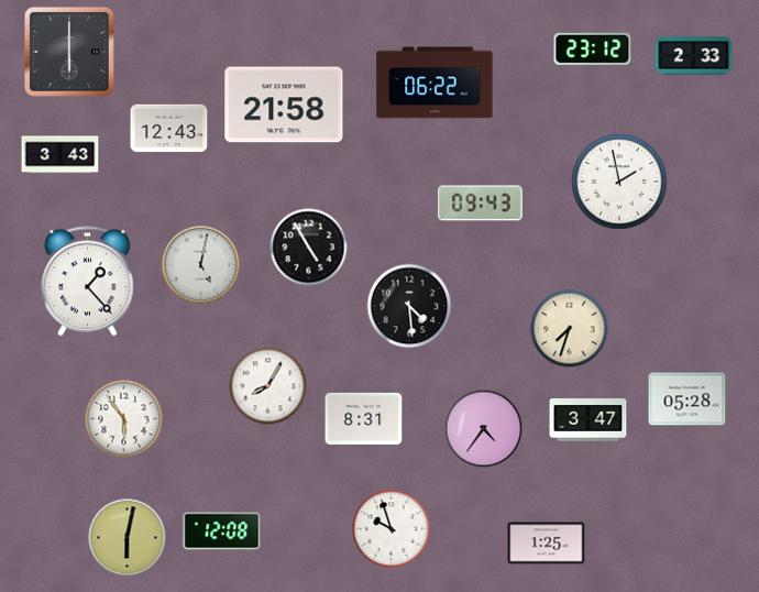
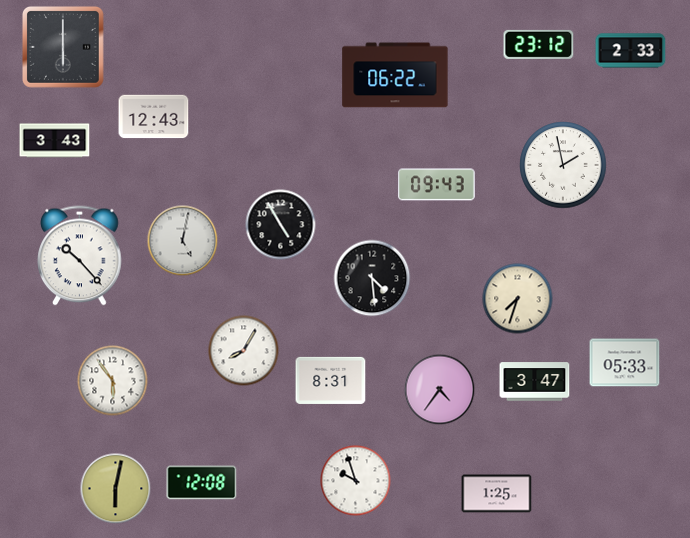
clock at (284, 105): 21:58 -> none
clock at (88, 282): 1:23 -> 10:23
clock at (687, 399): 05:28 -> 05:33
